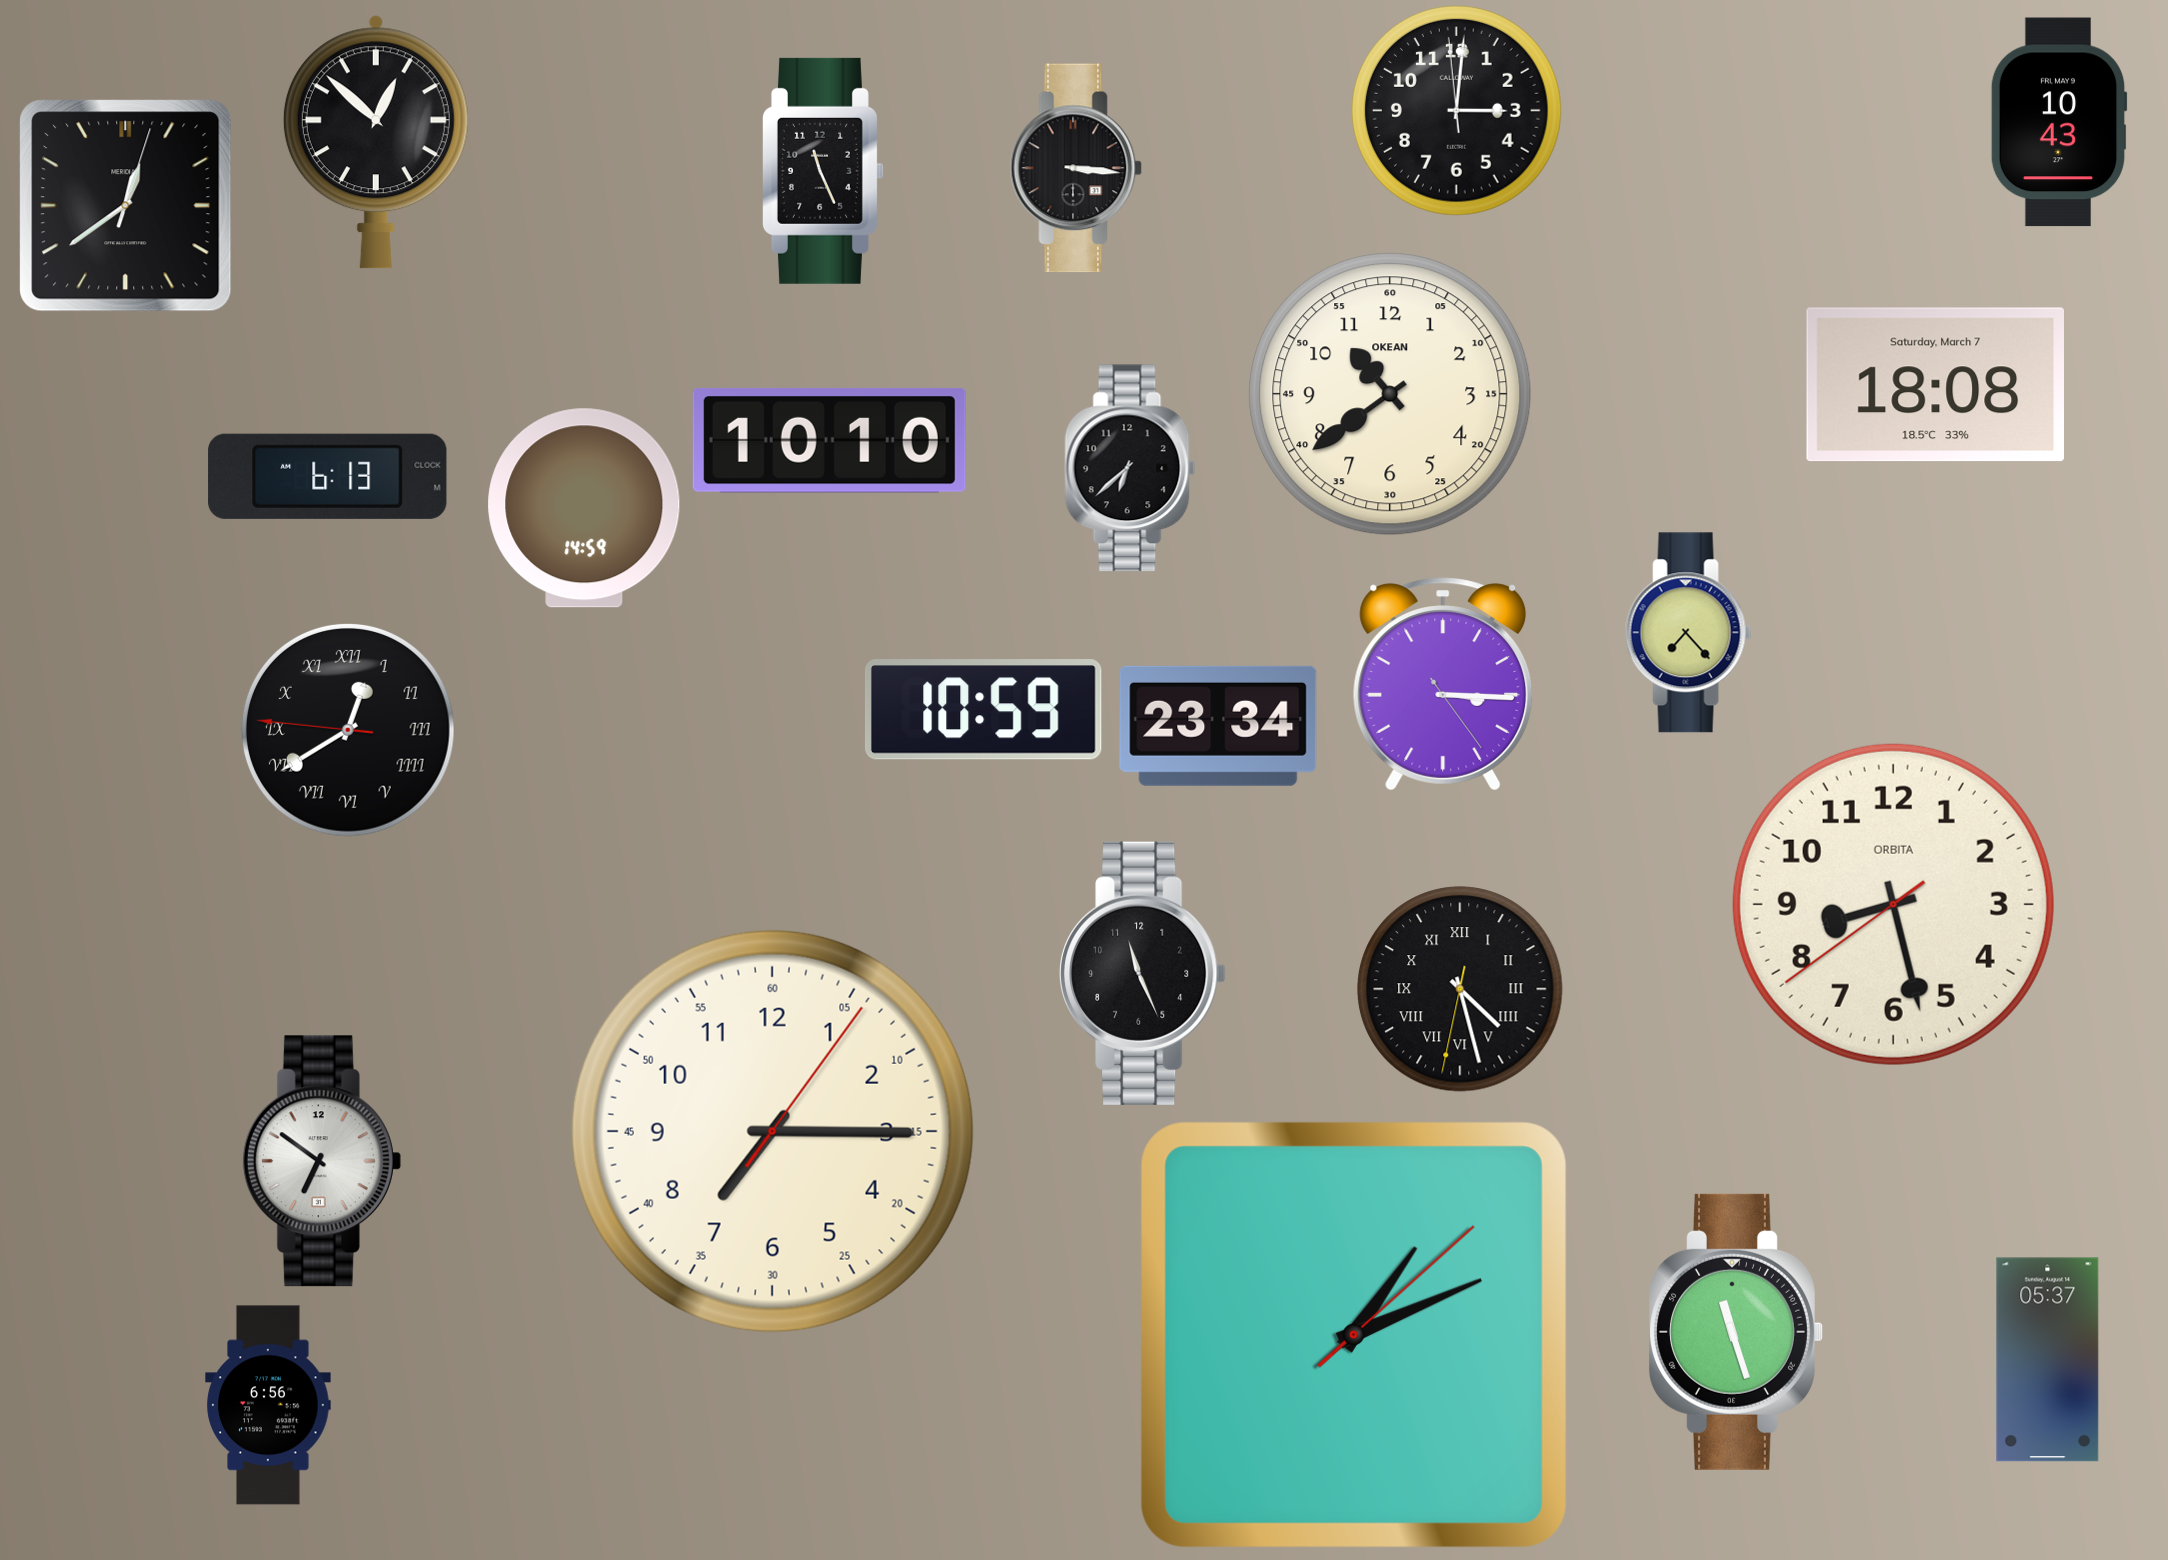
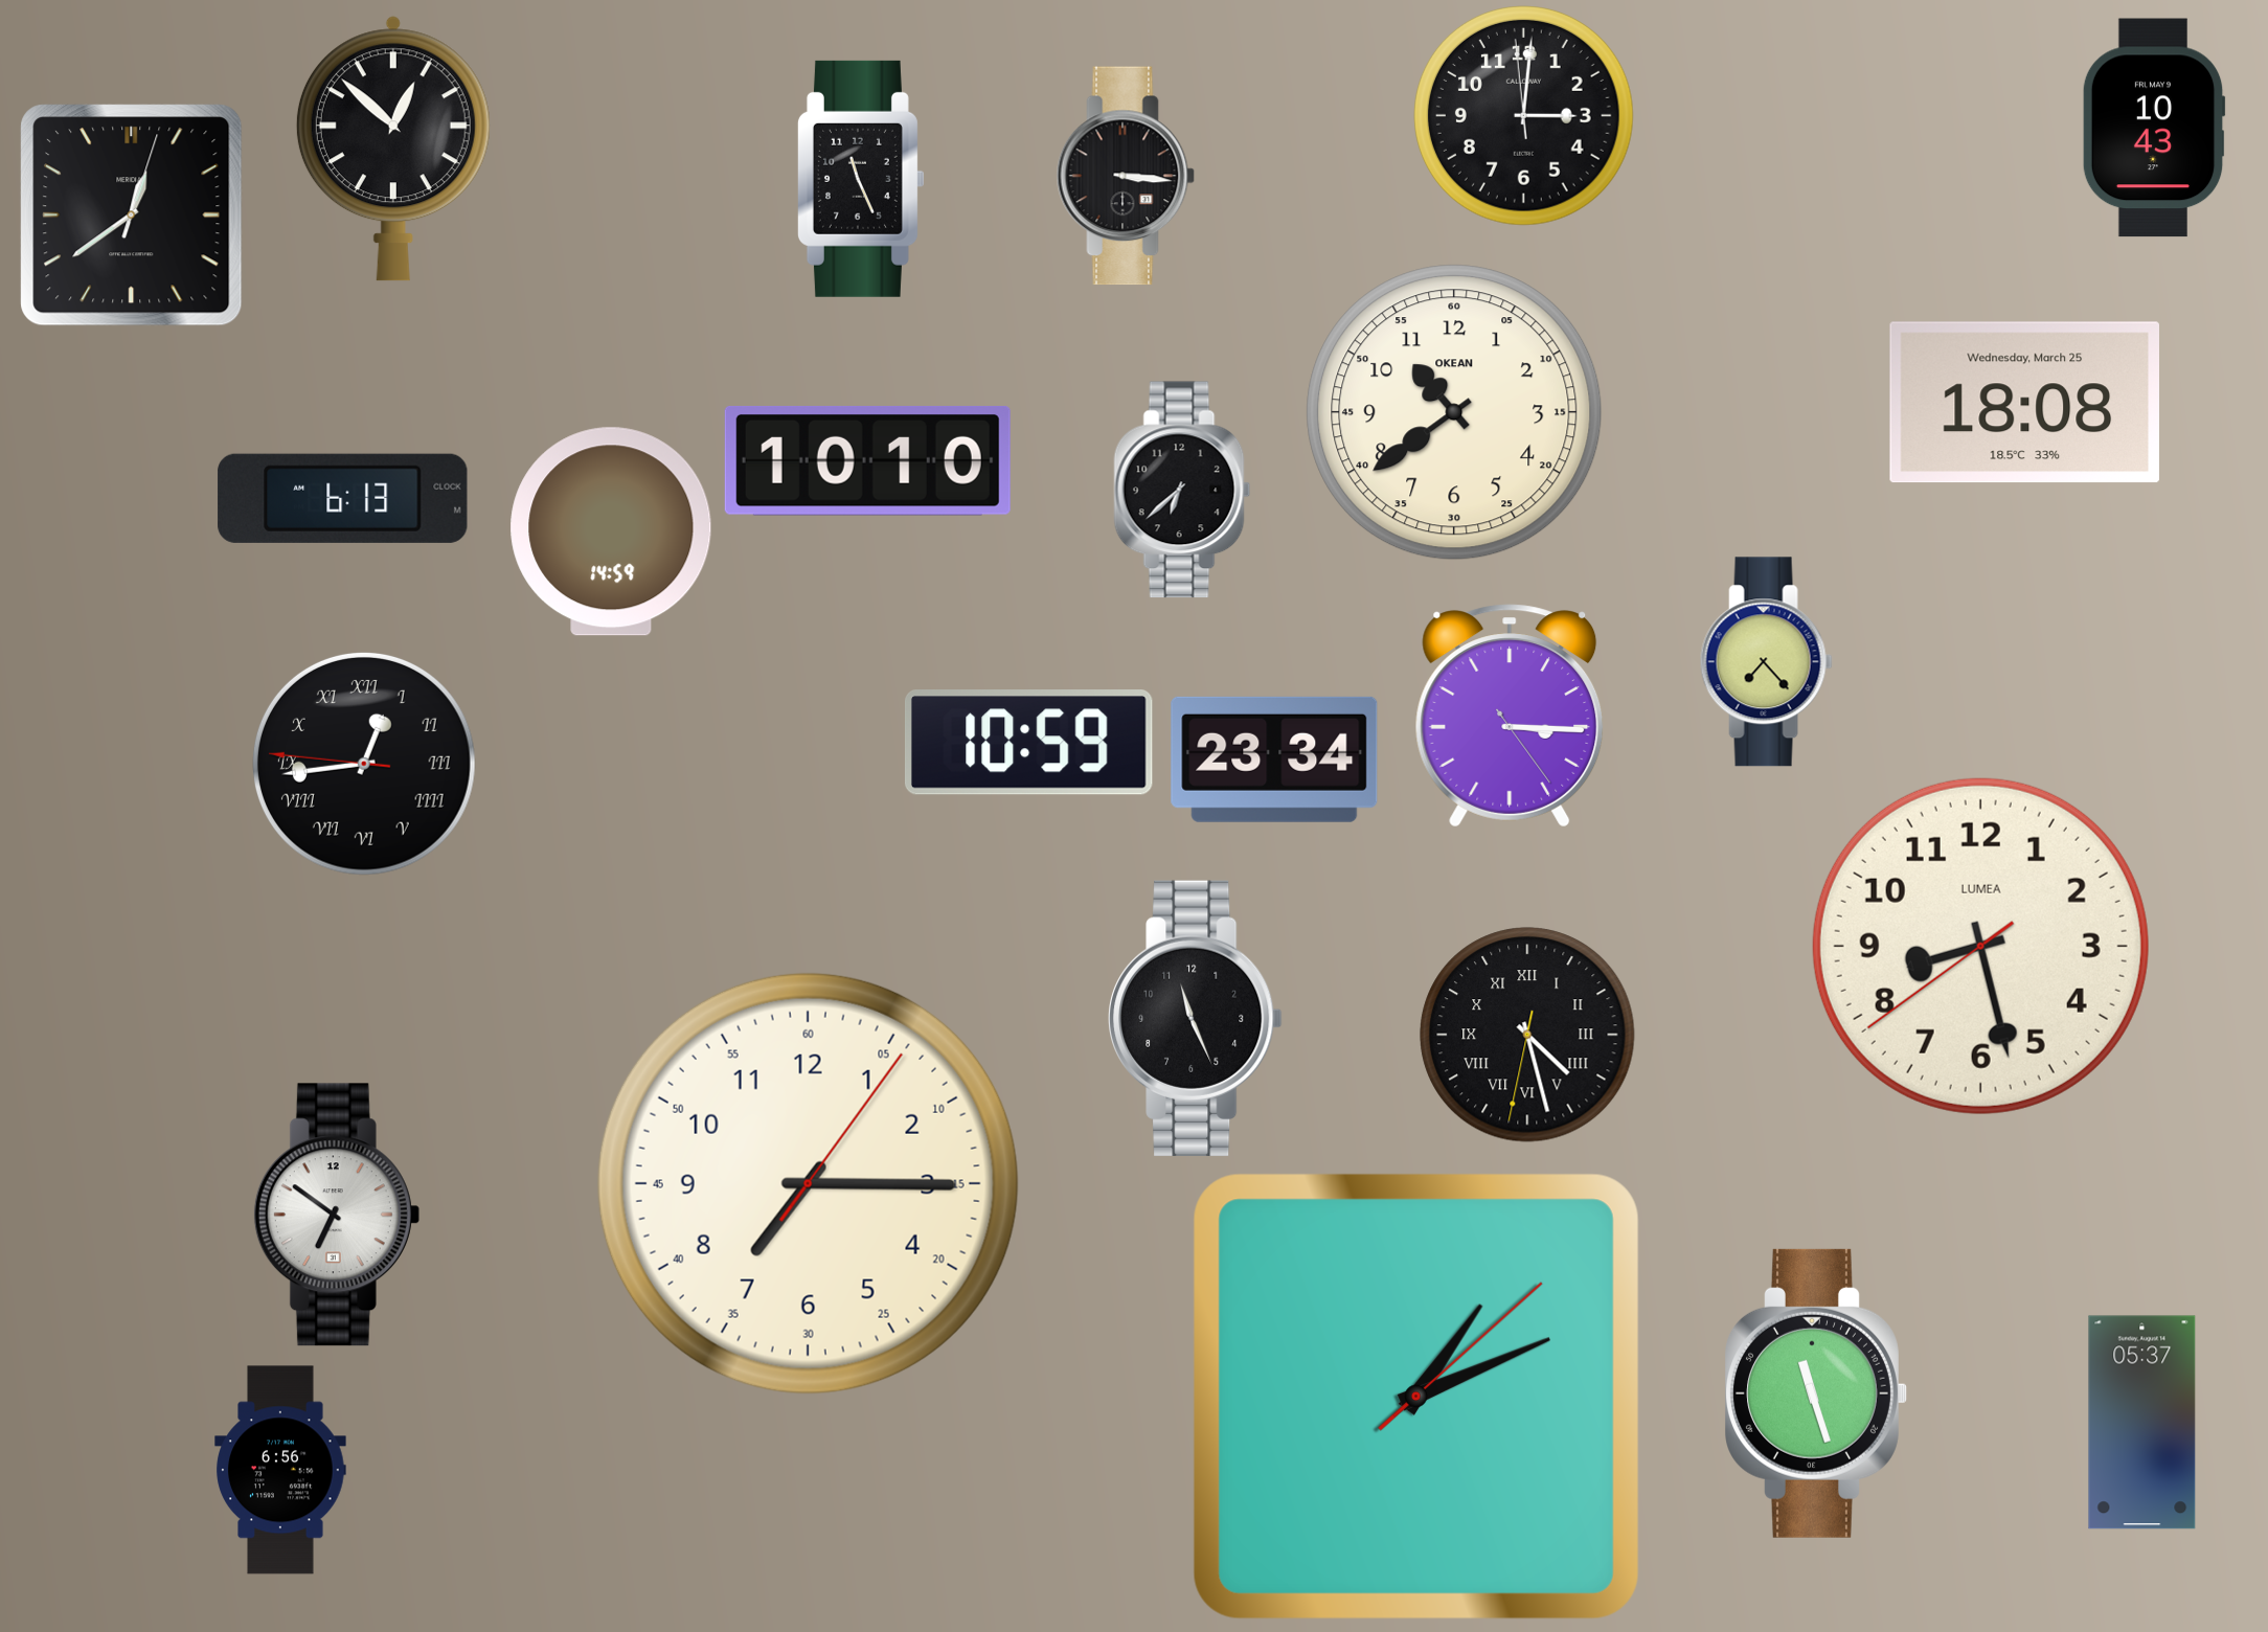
clock at (1935, 385) date: Saturday, March 7 -> Wednesday, March 25
clock at (348, 730): 12:39 -> 12:43
clock at (1893, 904) brand: ORBITA -> LUMEA
